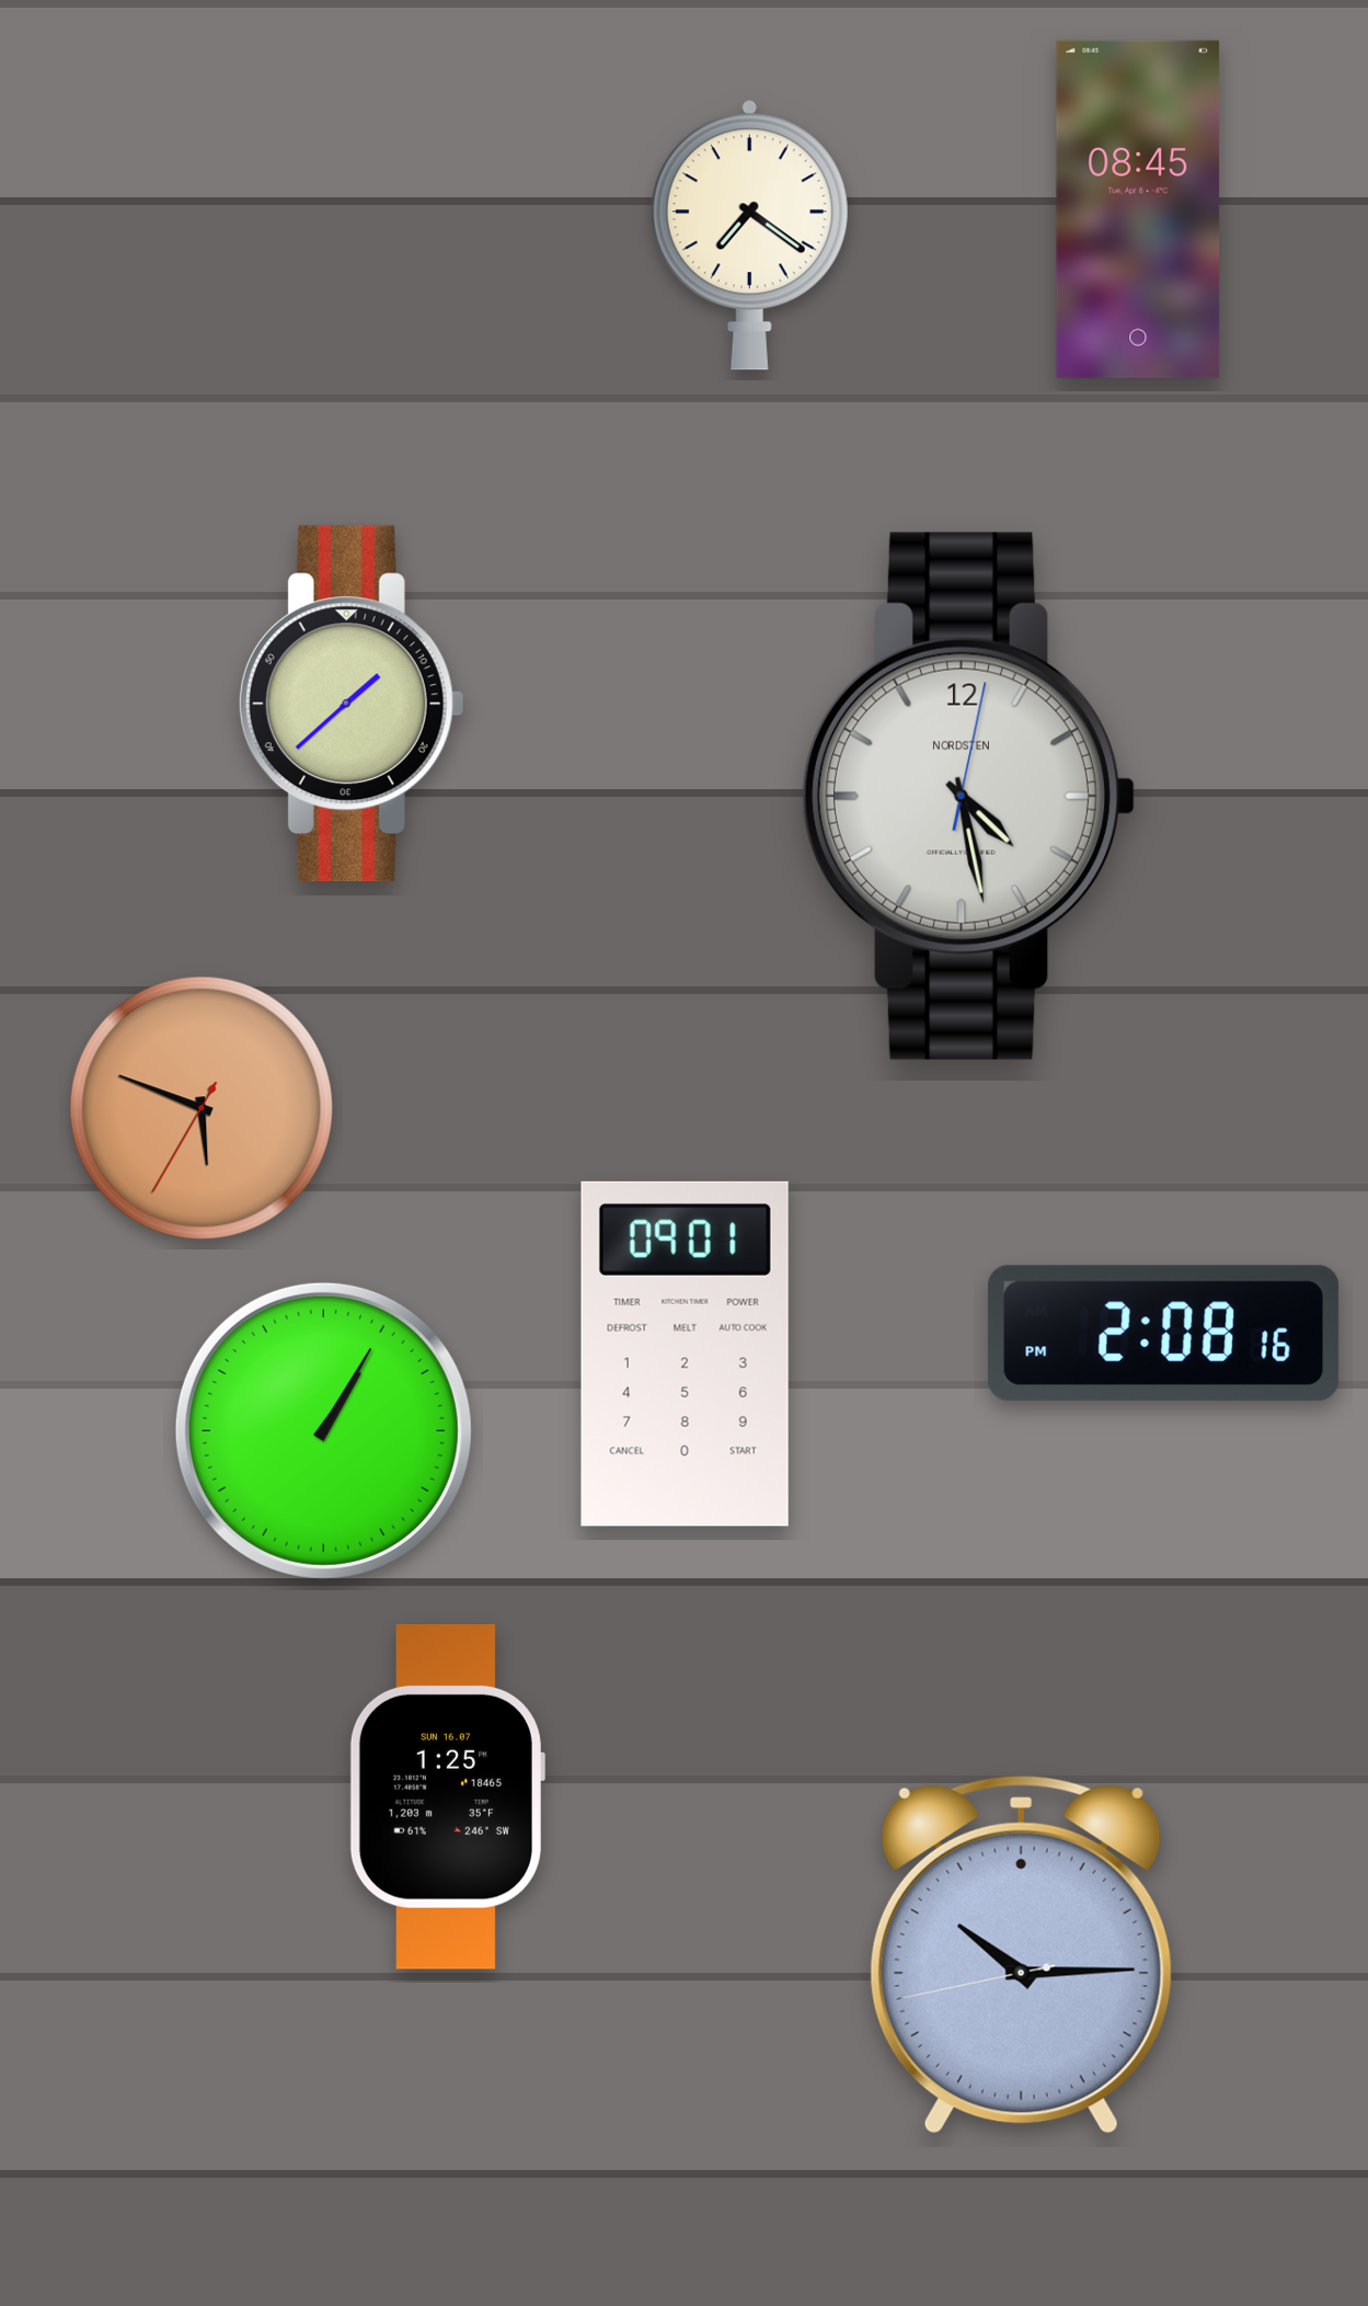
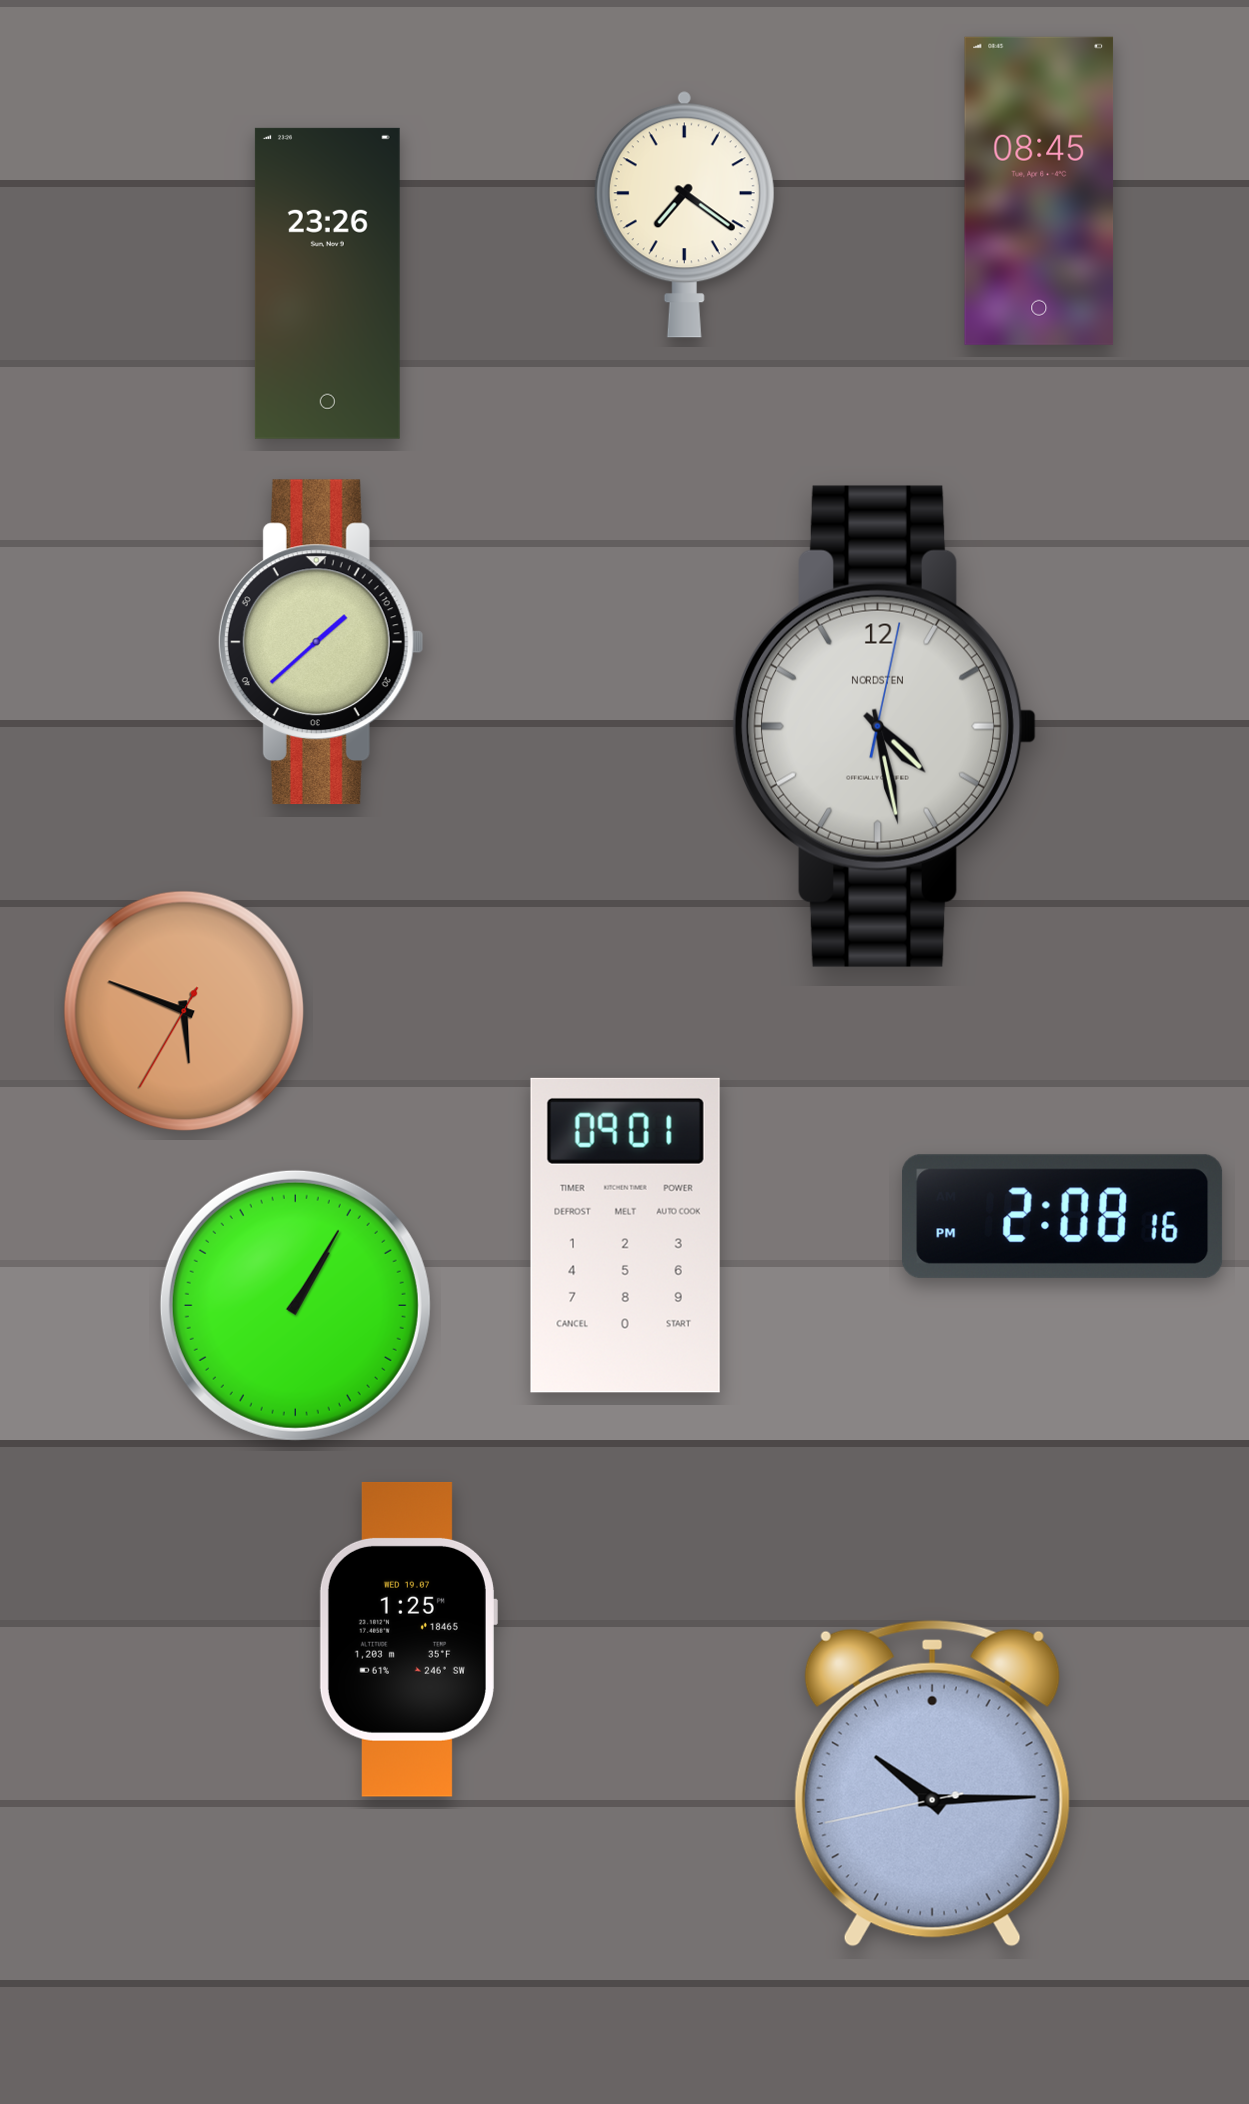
clock at (327, 283): none -> 23:26
clock at (447, 1796) date: SUN 16.07 -> WED 19.07
